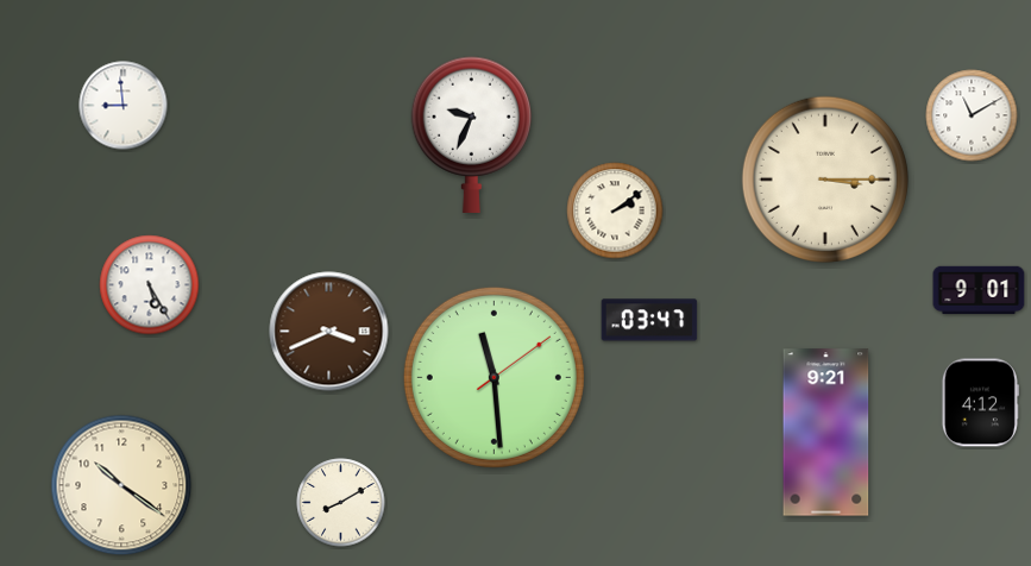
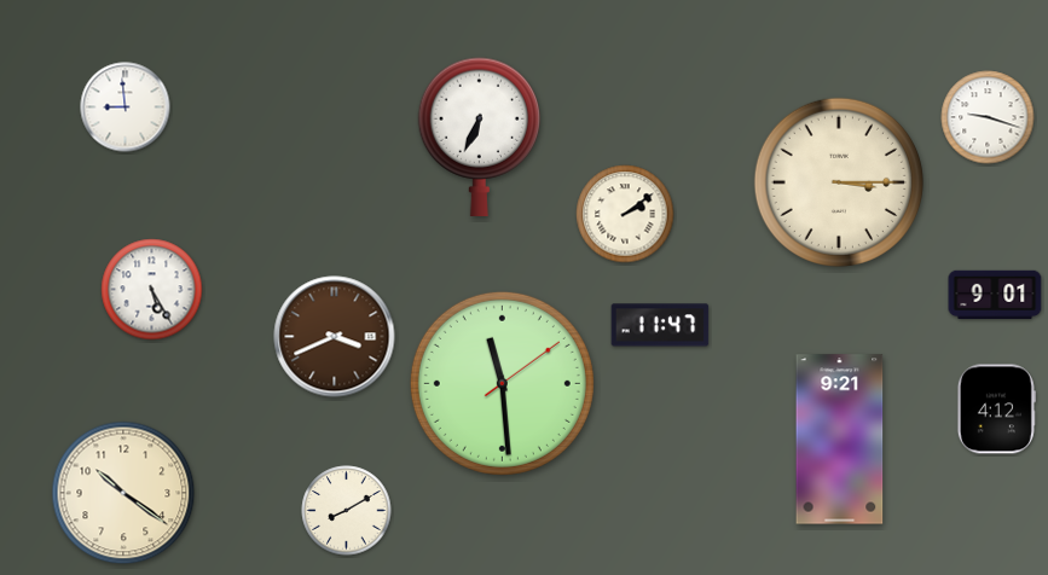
clock at (972, 115): 11:10 -> 9:18
clock at (471, 134): 9:34 -> 6:34
clock at (649, 320): 03:47 -> 11:47
